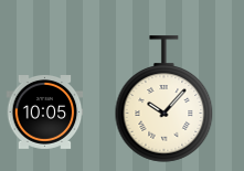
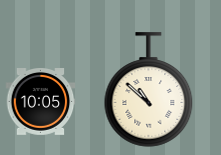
clock at (165, 99): 10:07 -> 10:52
